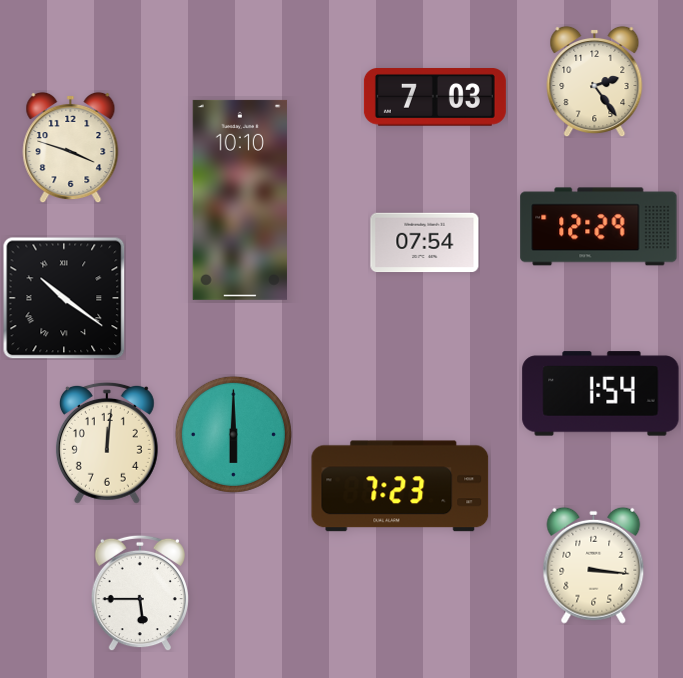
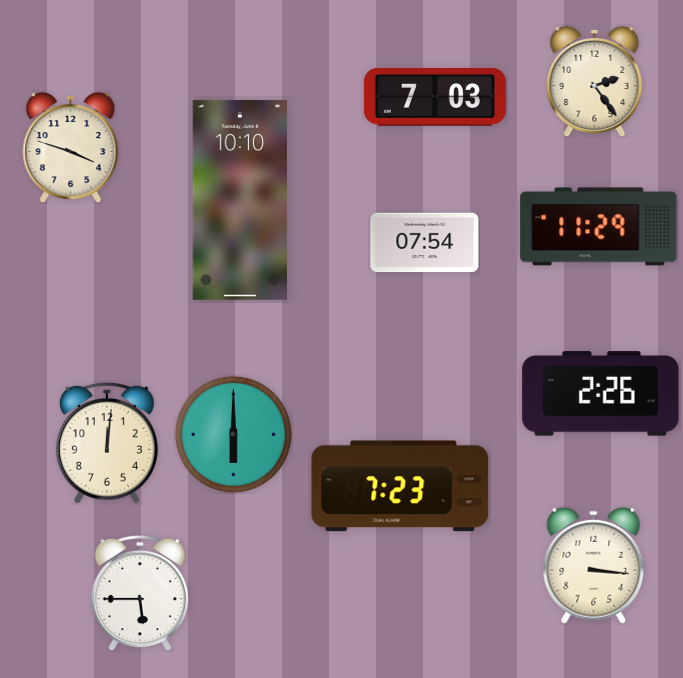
clock at (599, 227): 12:29 -> 11:29
clock at (64, 298): 10:21 -> none
clock at (601, 394): 1:54 -> 2:26
